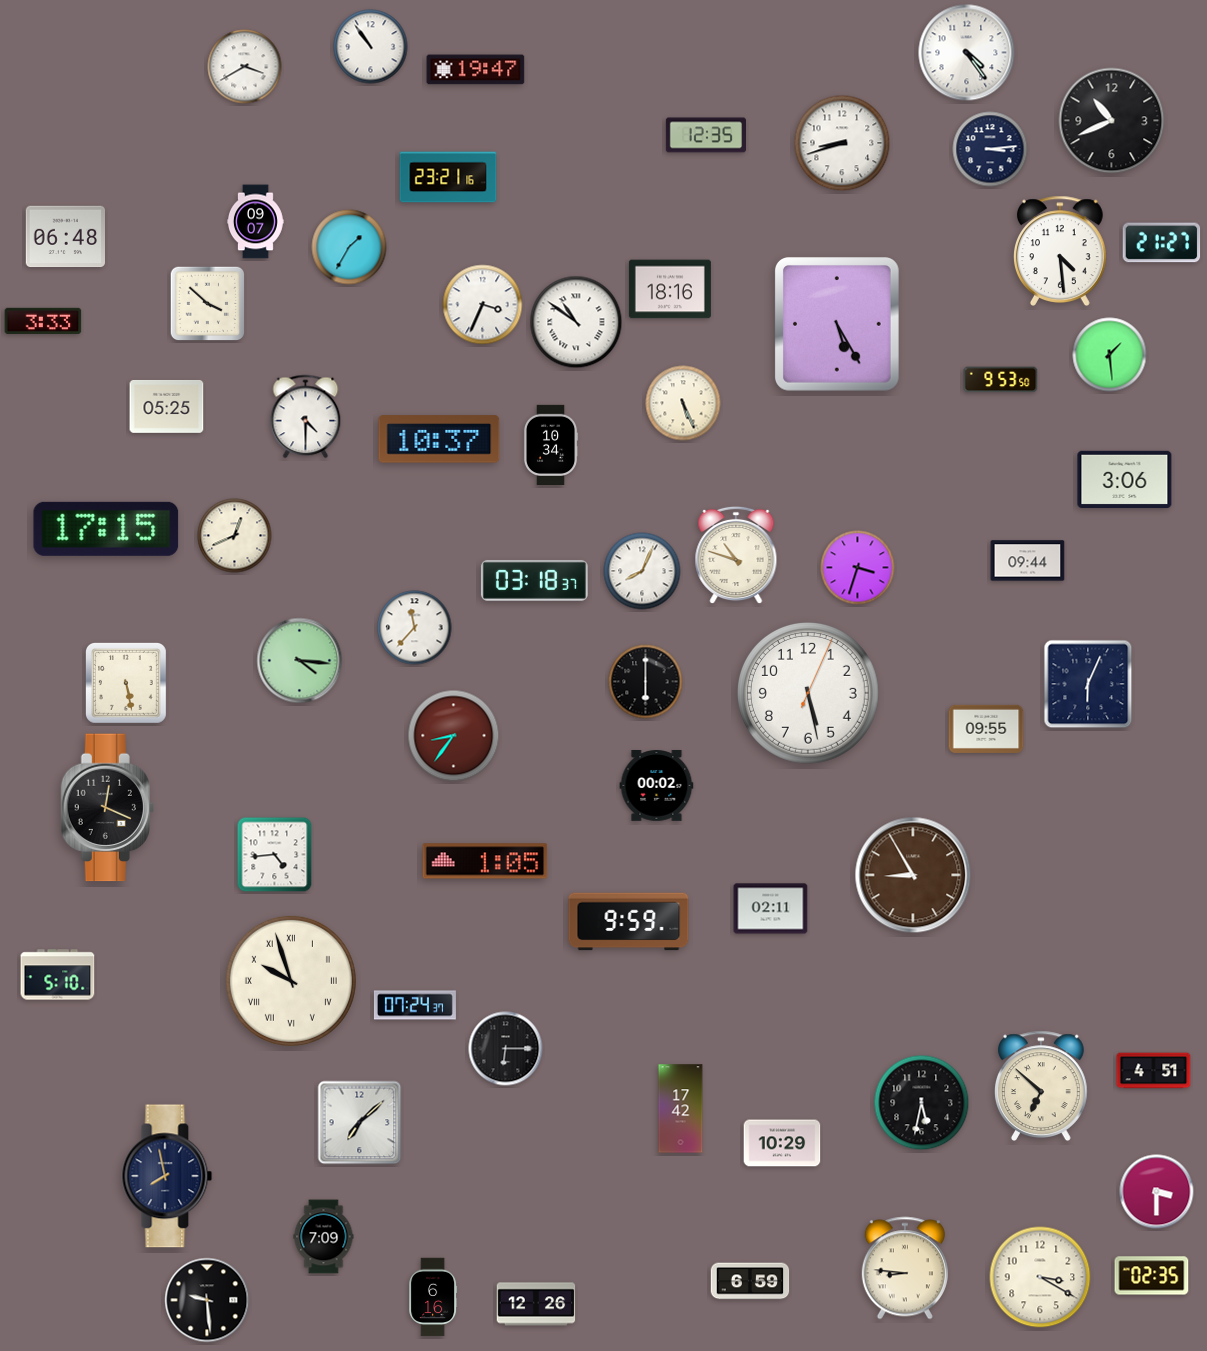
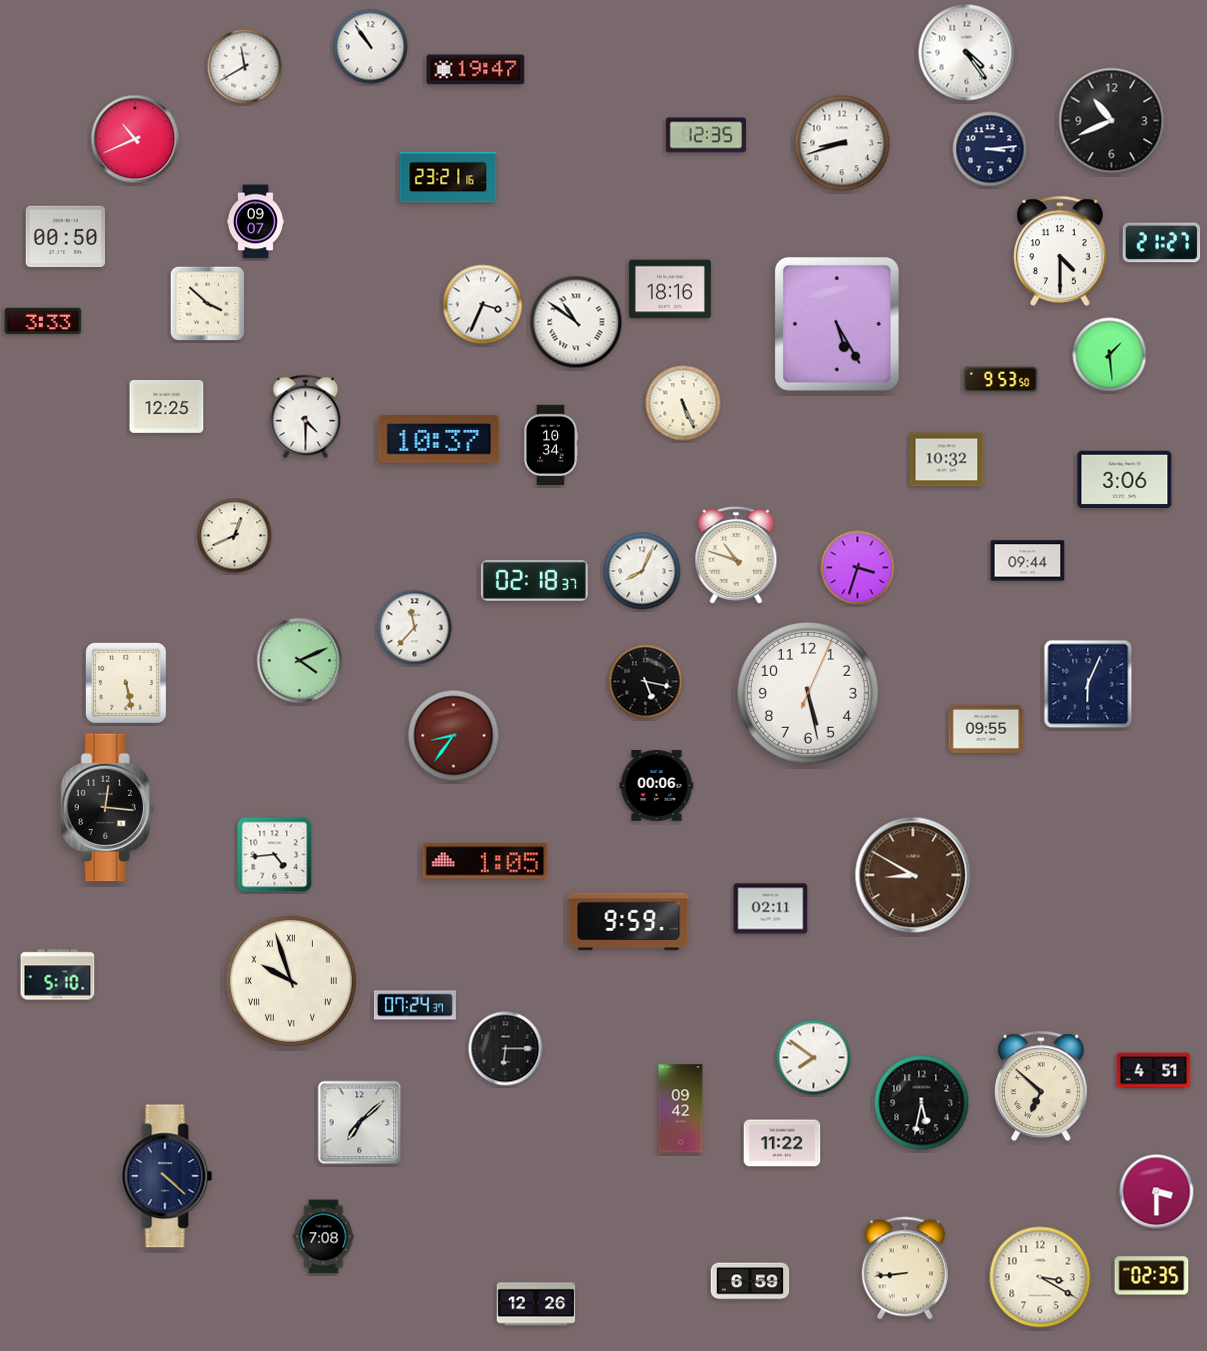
clock at (245, 67): 3:40 -> 11:40
clock at (135, 139): none -> 10:41
clock at (66, 237): 06:48 -> 00:50
clock at (349, 247): 1:35 -> none
clock at (1061, 251): 4:29 -> 4:30
clock at (167, 406): 05:25 -> 12:25
clock at (947, 460): none -> 10:32
clock at (106, 529): 17:15 -> none
clock at (534, 580): 03:18 -> 02:18
clock at (300, 661): 4:16 -> 4:11
clock at (646, 682): 6:00 -> 5:17
clock at (657, 786): 00:02 -> 00:06
clock at (107, 808): 12:19 -> 12:16
clock at (913, 875): 8:55 -> 8:50
clock at (814, 1058): none -> 7:51
clock at (681, 1109): 17:42 -> 09:42
clock at (782, 1143): 10:29 -> 11:22
clock at (167, 1176): 7:58 -> 4:22
clock at (324, 1237): 7:09 -> 7:08
clock at (905, 1268): 8:46 -> 8:44
clock at (433, 1297): 6:16 -> none
clock at (207, 1300): 9:29 -> none
